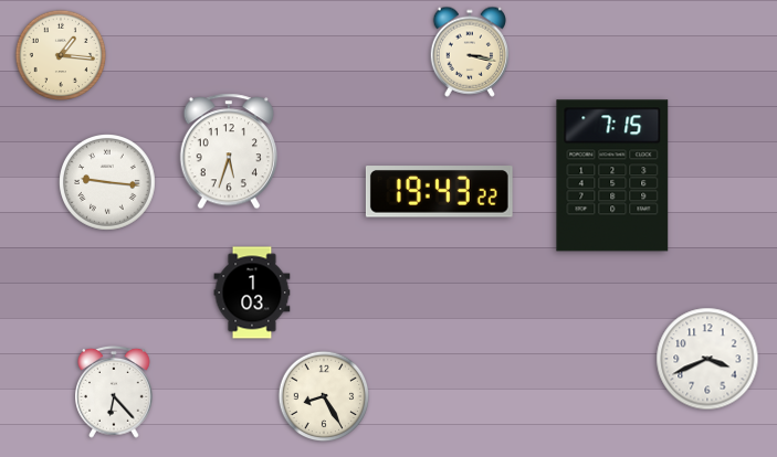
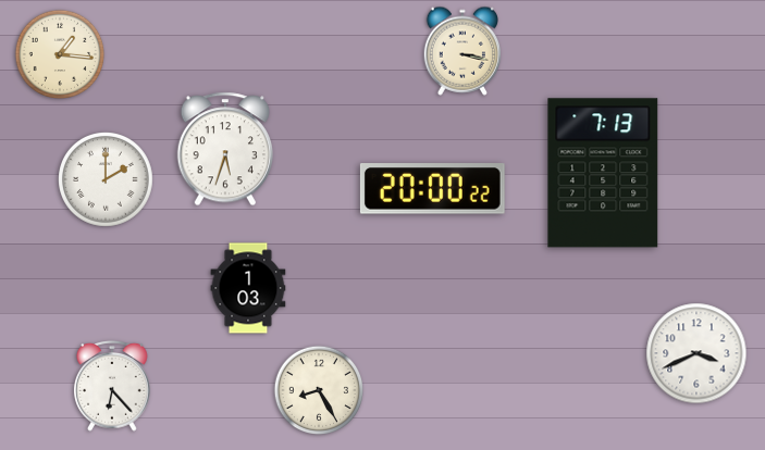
clock at (612, 176): 7:15 -> 7:13
clock at (108, 183): 9:16 -> 2:00
clock at (439, 192): 19:43 -> 20:00
